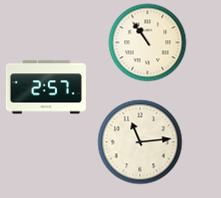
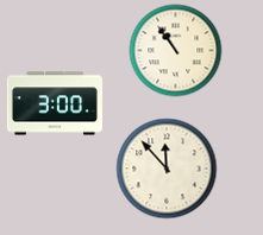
clock at (46, 87): 2:57 -> 3:00
clock at (140, 142): 11:14 -> 11:53
